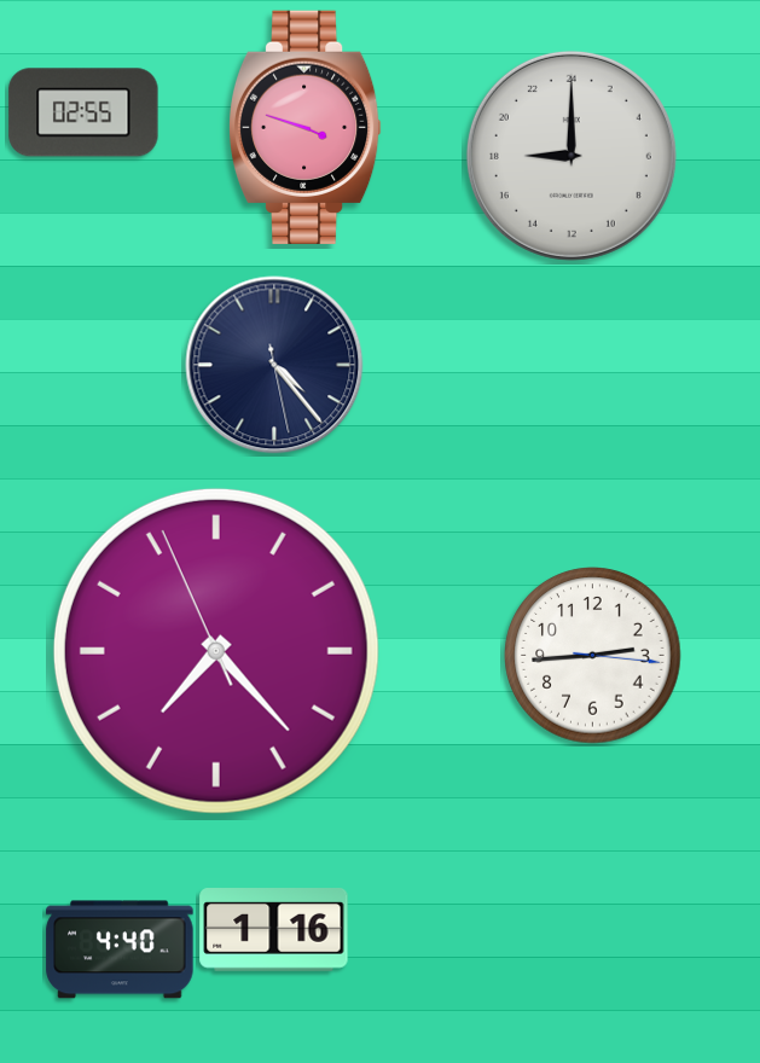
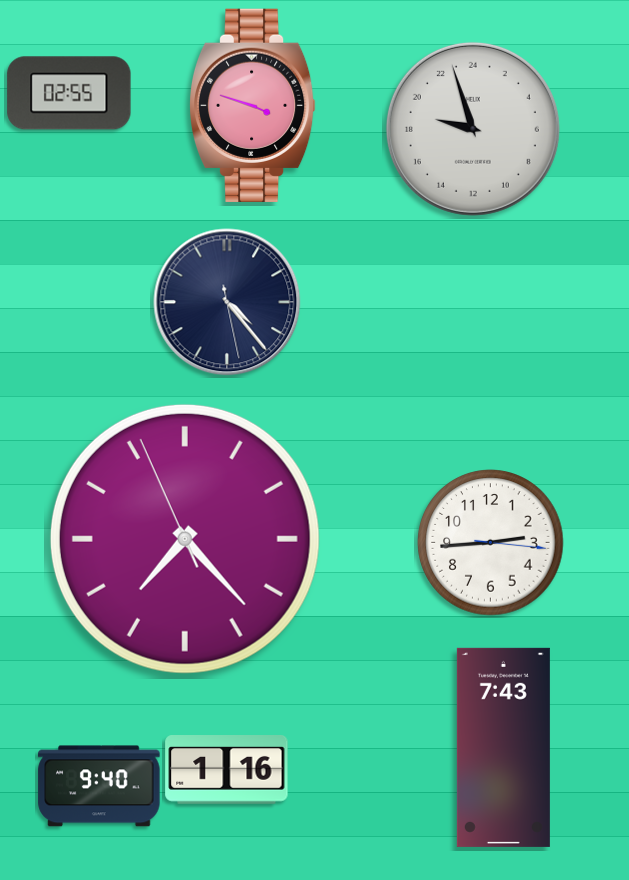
clock at (572, 156): 18:00 -> 18:57
clock at (216, 651) position: (216, 651) -> (185, 539)
clock at (503, 747): none -> 7:43
clock at (120, 949): 4:40 -> 9:40
